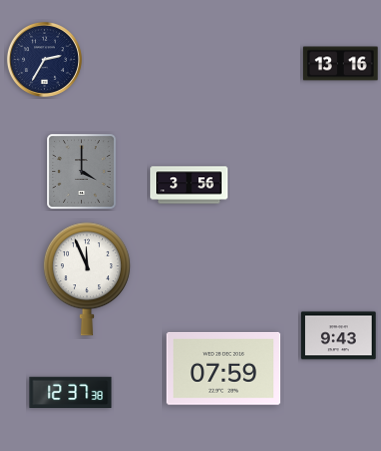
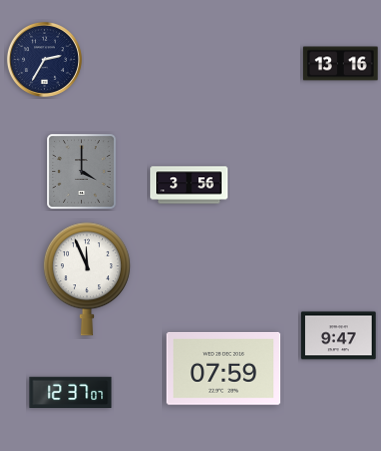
clock at (339, 336): 9:43 -> 9:47
clock at (71, 392): 12:37:38 -> 12:37:07
